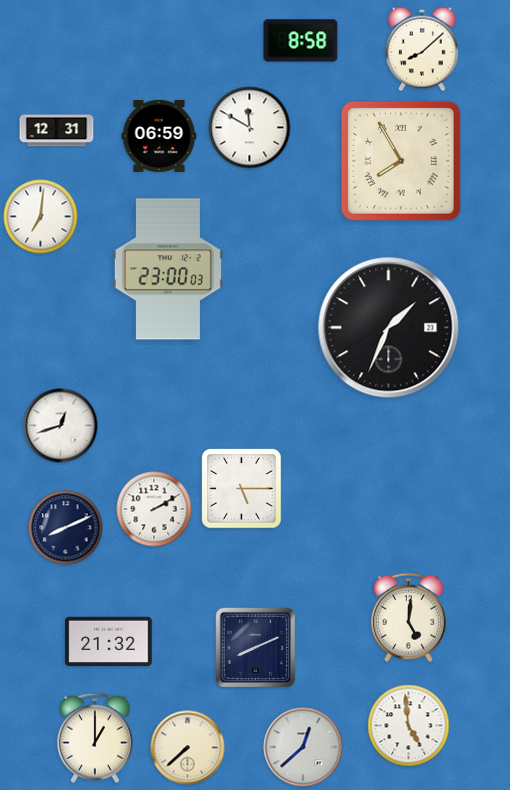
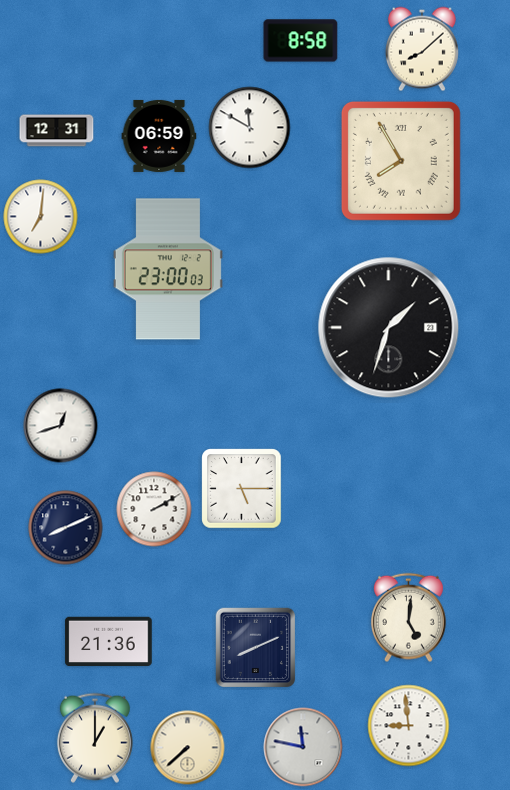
clock at (389, 328): 1:34 -> 1:33
clock at (109, 642): 21:32 -> 21:36
clock at (409, 726): 4:59 -> 8:59
clock at (303, 747): 12:38 -> 11:47
